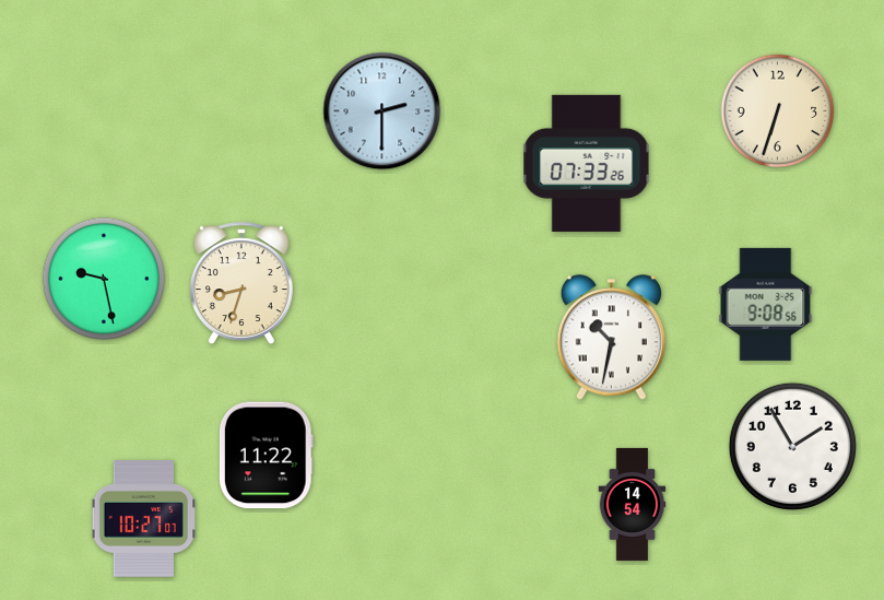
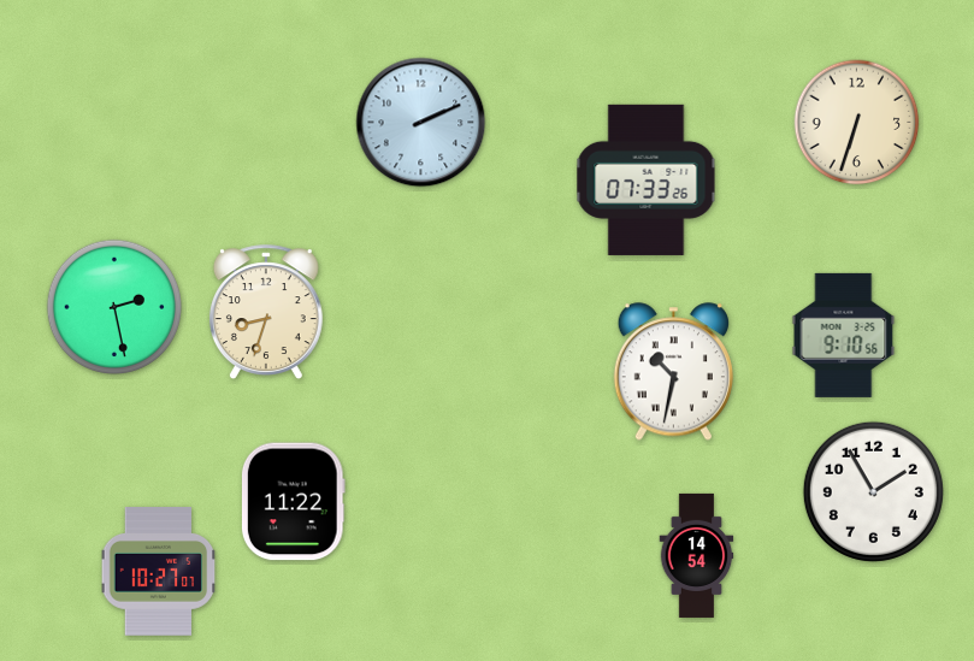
clock at (382, 111): 2:30 -> 2:11
clock at (103, 278): 9:28 -> 2:28
clock at (766, 304): 9:08 -> 9:10
